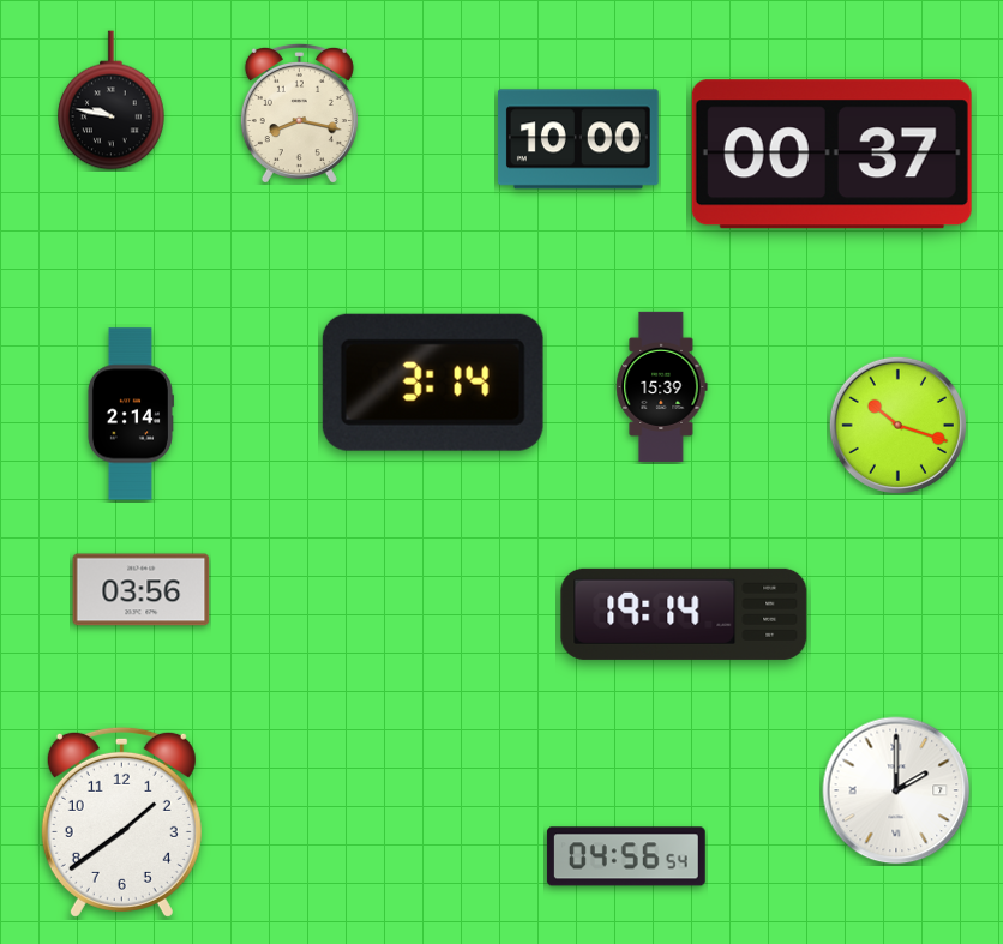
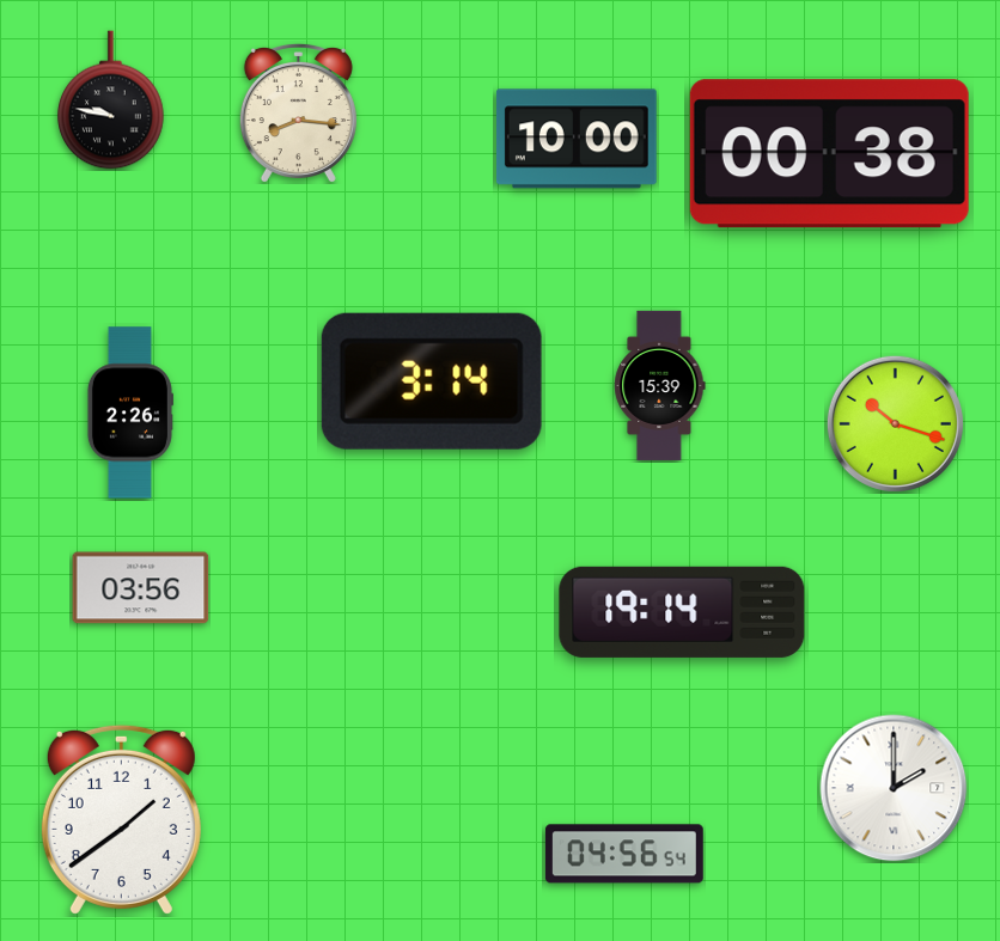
clock at (299, 113): 8:17 -> 8:16
clock at (831, 155): 00:37 -> 00:38
clock at (130, 414): 2:14 -> 2:26
